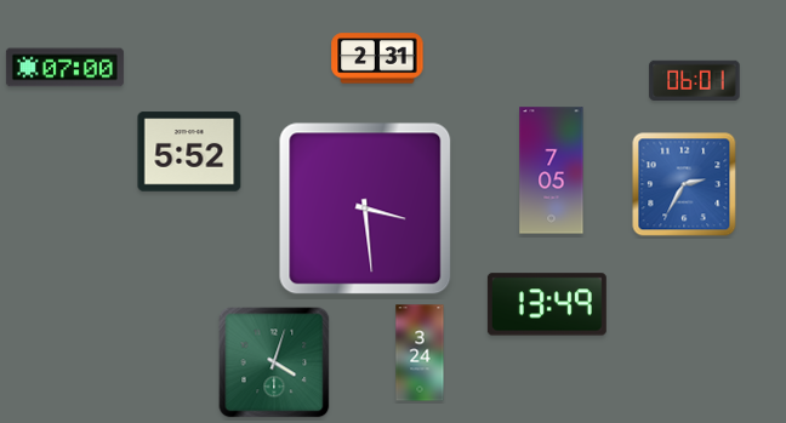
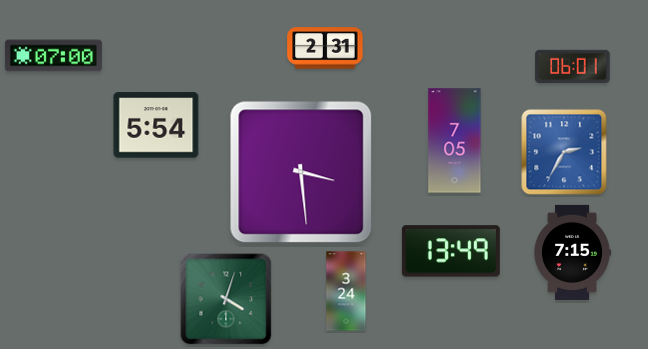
clock at (377, 58) position: (377, 58) -> (325, 48)
clock at (189, 152): 5:52 -> 5:54
clock at (572, 252): none -> 7:15
